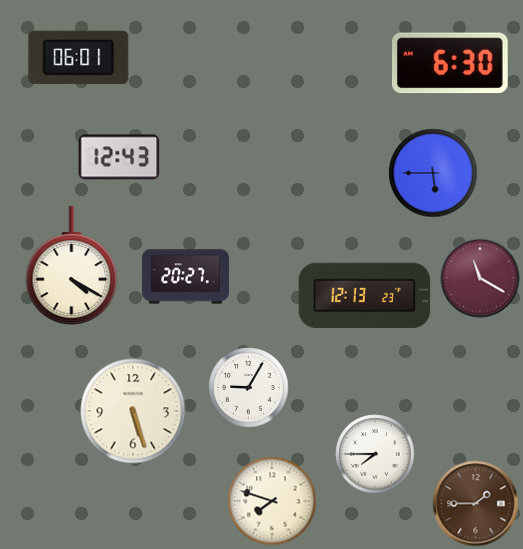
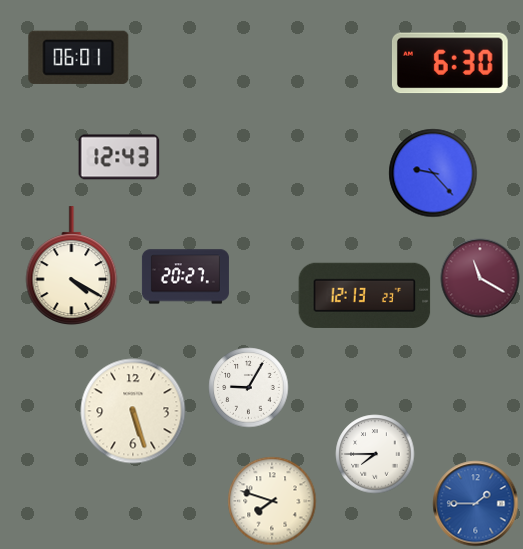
clock at (433, 173): 5:45 -> 9:23
clock at (476, 504) dial: brown -> blue
